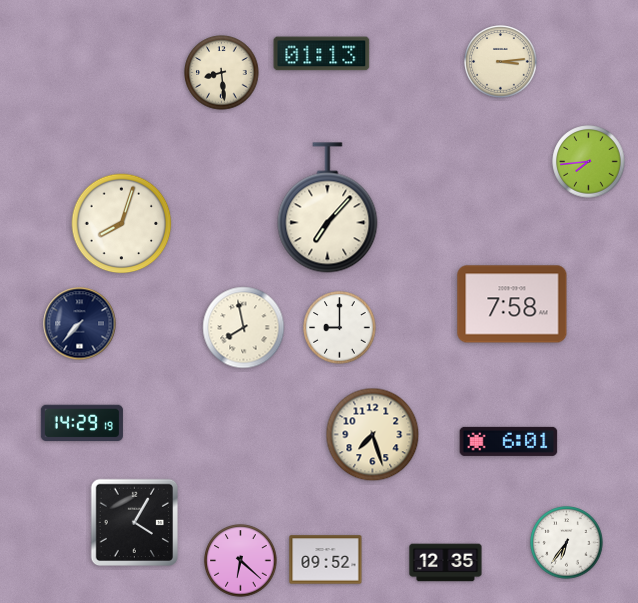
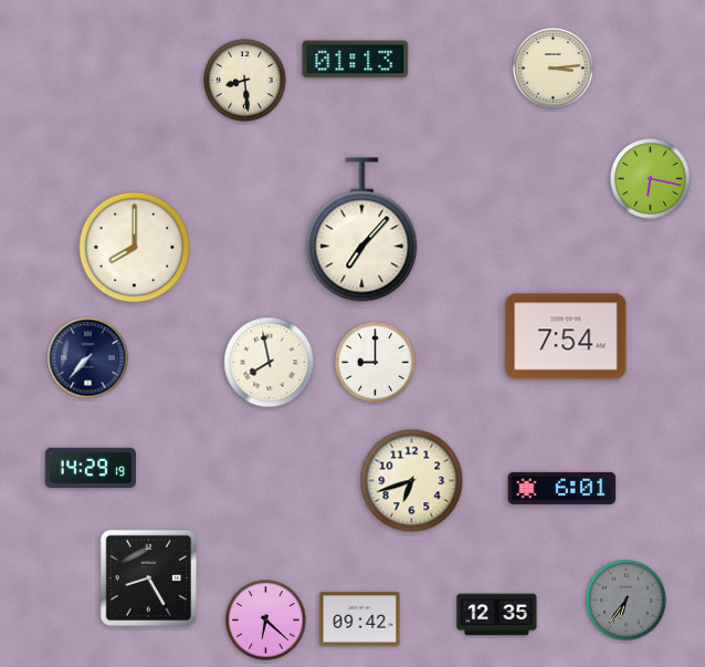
clock at (589, 162): 7:44 -> 6:17
clock at (122, 224): 8:03 -> 8:00
clock at (512, 304): 7:58 -> 7:54
clock at (373, 435): 7:27 -> 6:42
clock at (134, 522): 4:05 -> 8:25
clock at (567, 543) dial: white -> grey
clock at (326, 560): 09:52 -> 09:42
clock at (446, 563) position: (446, 563) -> (497, 615)
